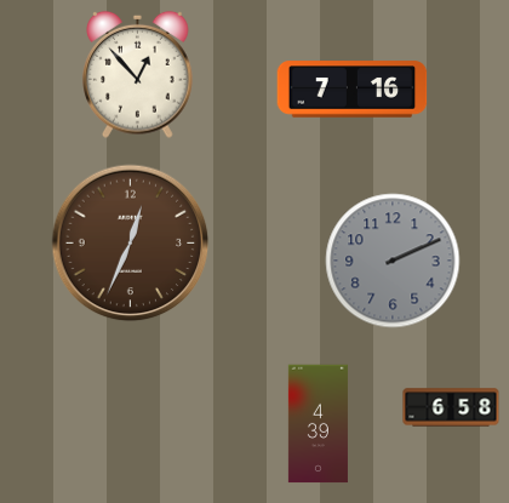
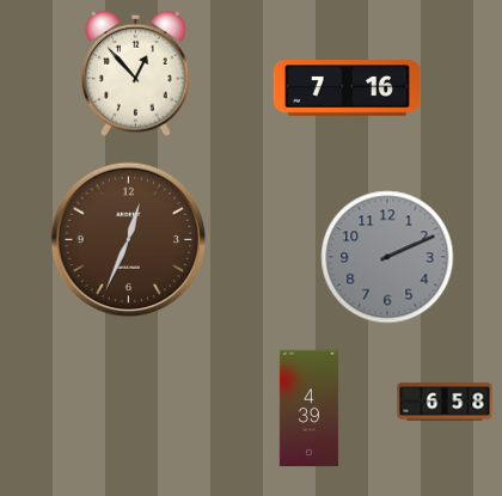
clock at (318, 424) position: (318, 424) -> (308, 409)
